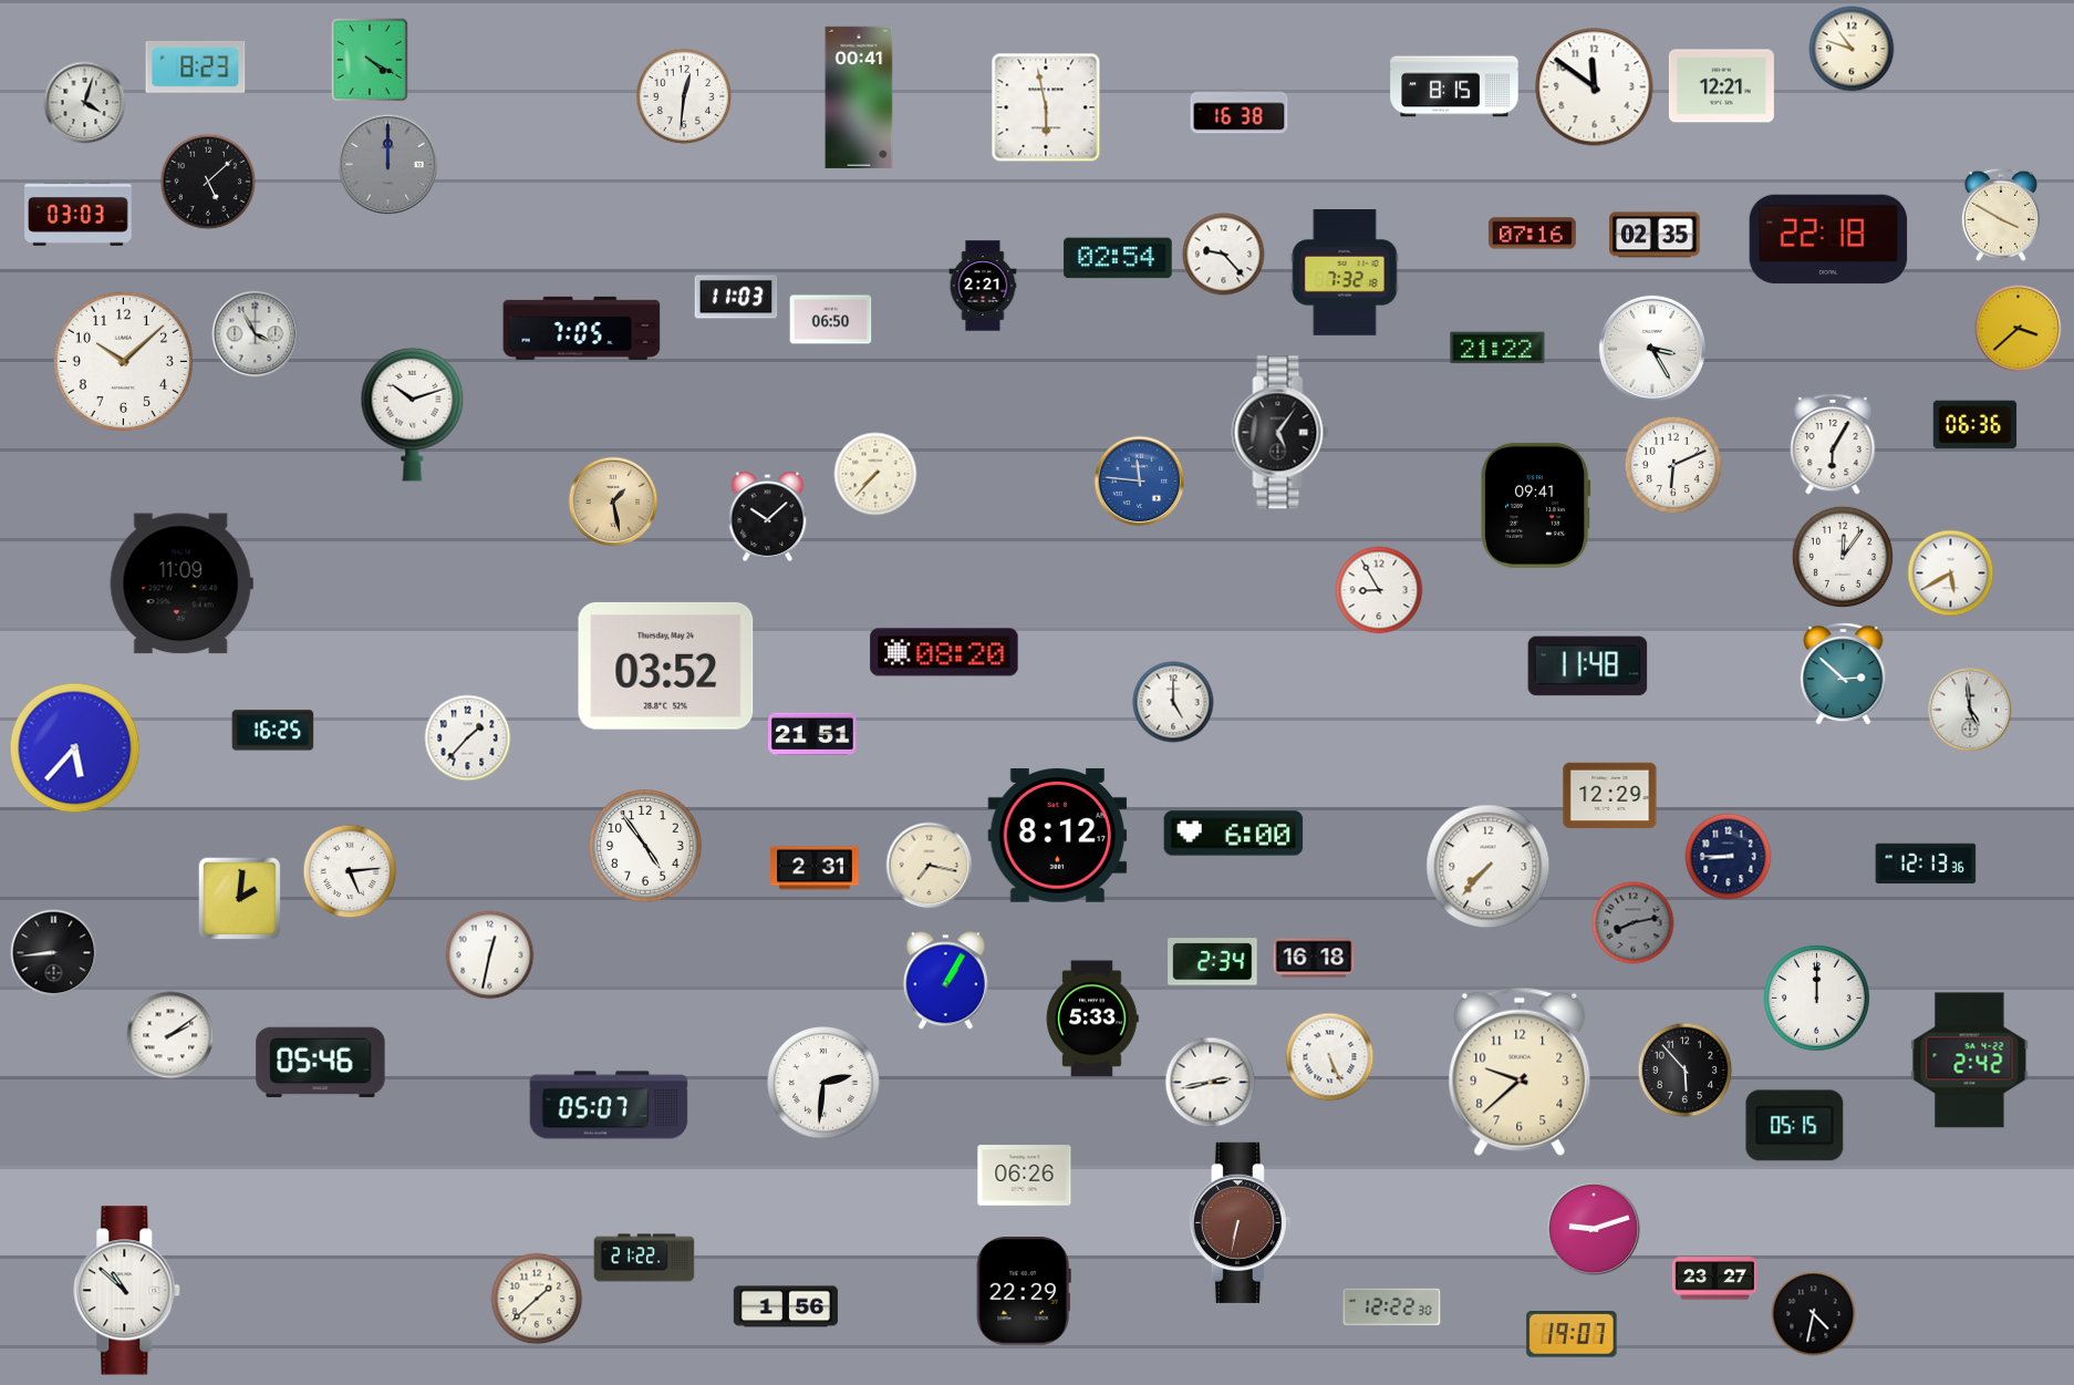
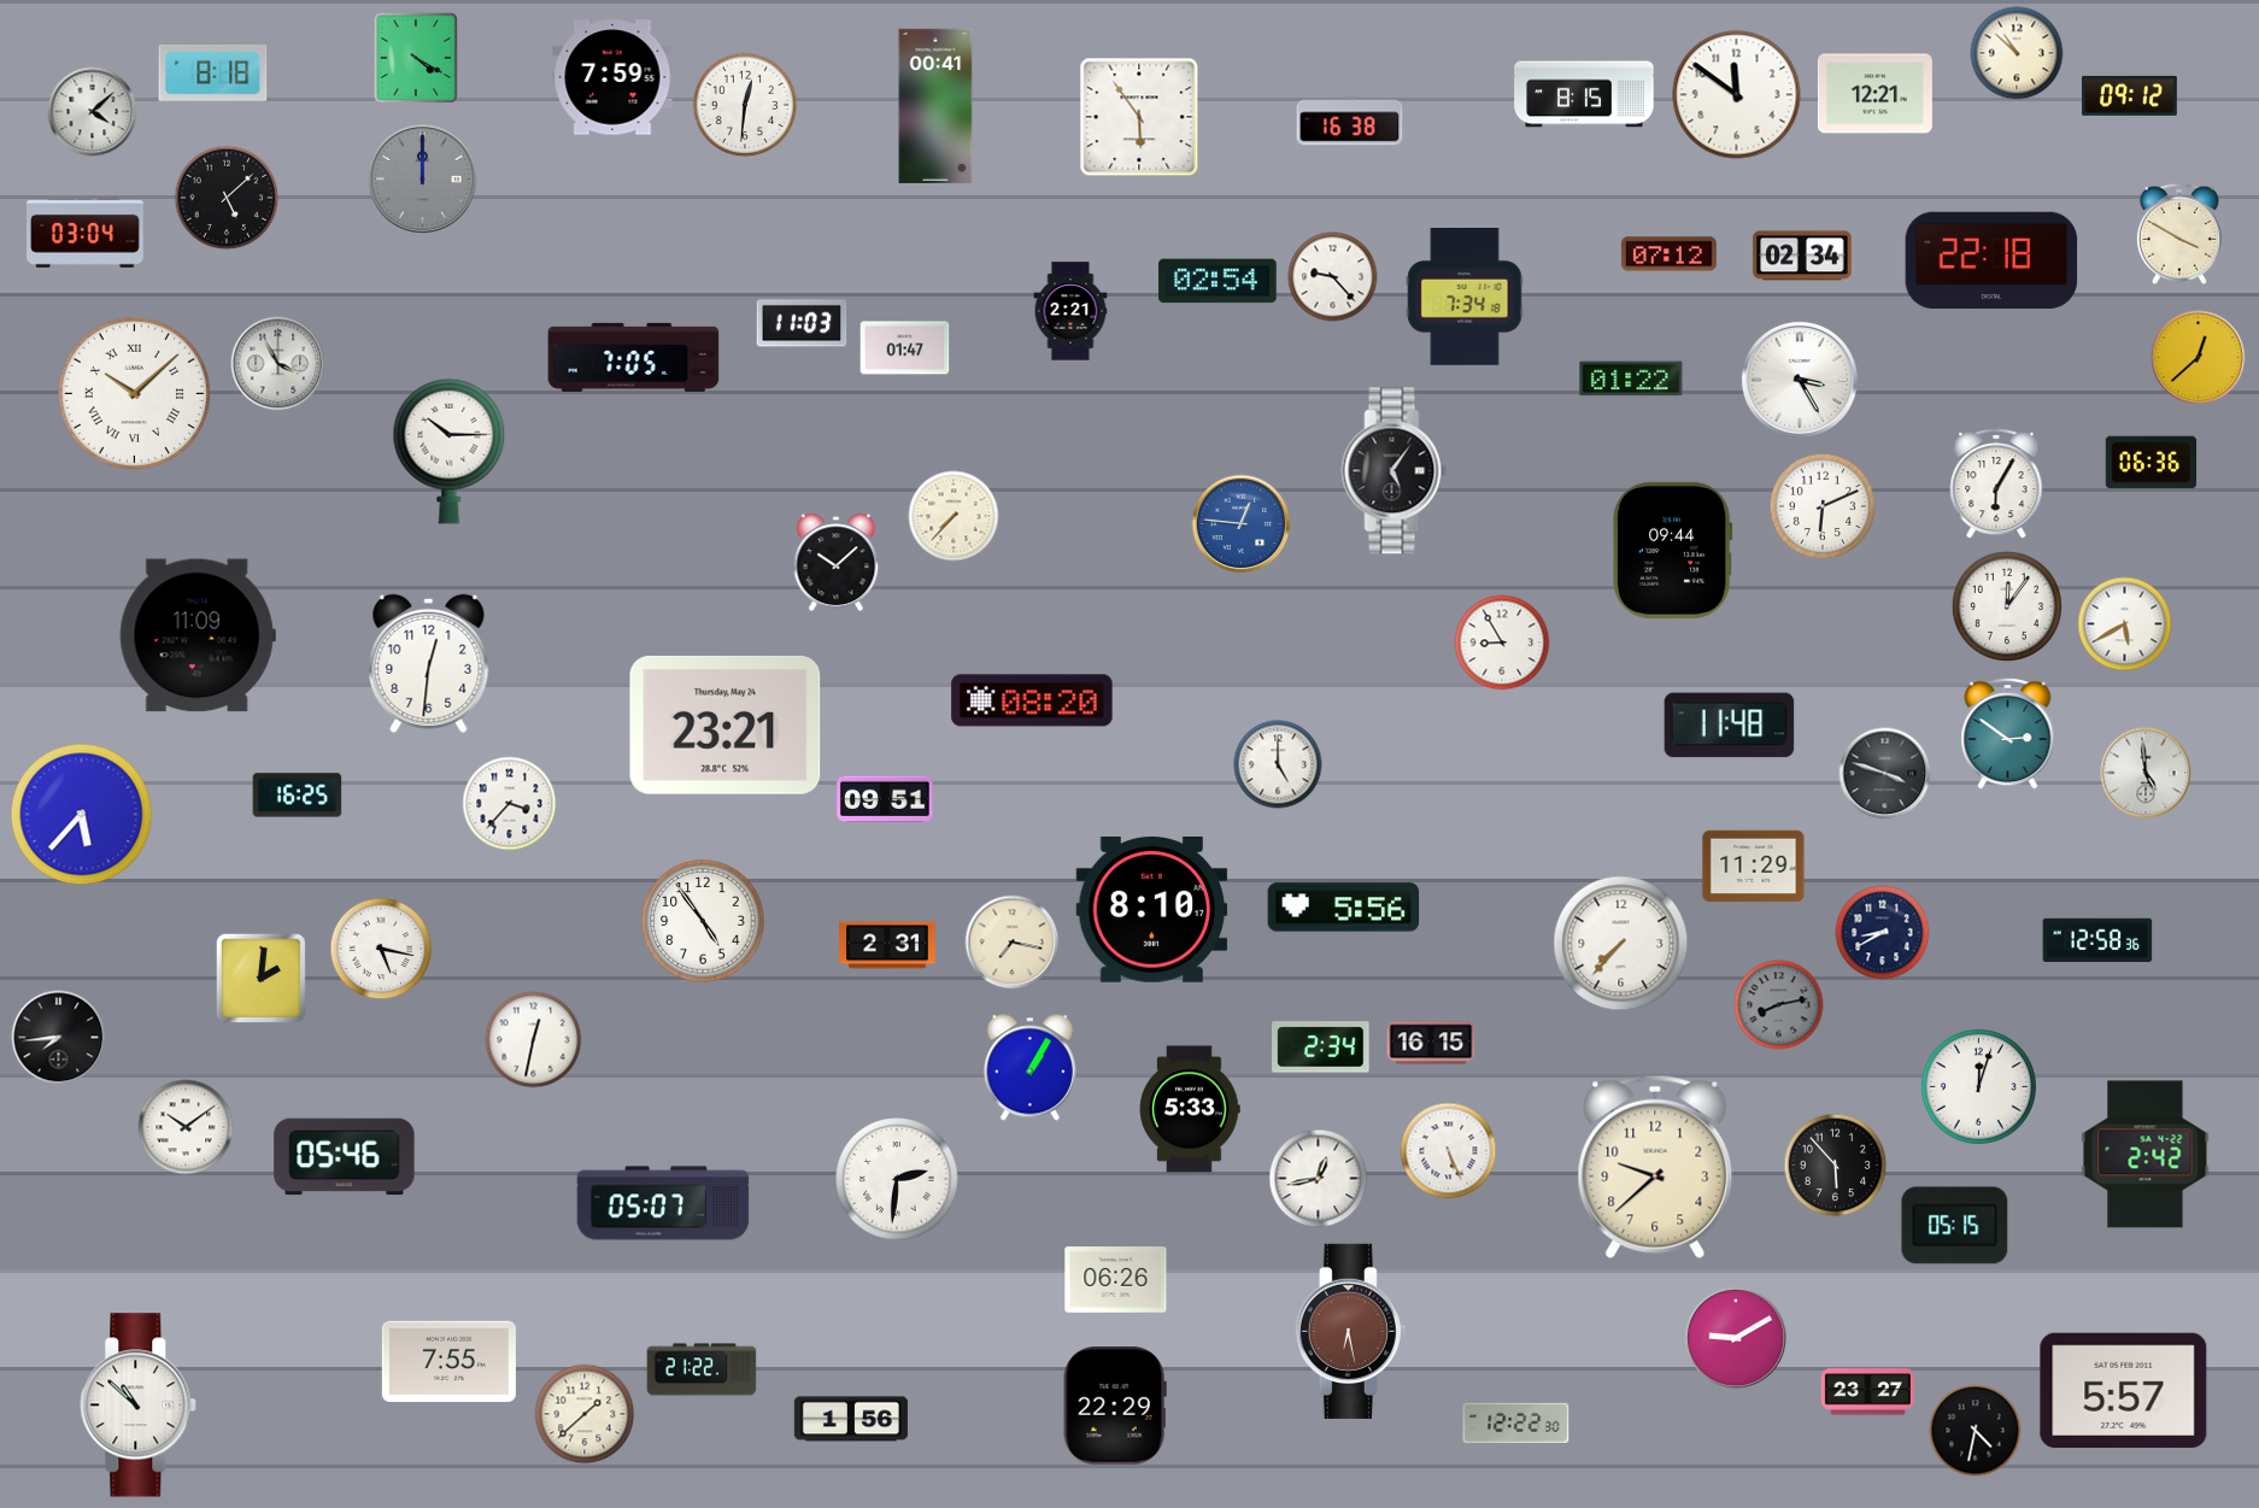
clock at (1852, 49): 10:48 -> 10:52
clock at (369, 59) position: (369, 59) -> (415, 57)
clock at (196, 68): 8:23 -> 8:18
clock at (612, 77): none -> 7:59
clock at (2130, 95): none -> 09:12
clock at (85, 103): 4:03 -> 4:08
clock at (1046, 107): 5:58 -> 5:54
clock at (79, 213): 03:03 -> 03:04
clock at (1532, 234): 07:16 -> 07:12
clock at (1655, 235): 02:35 -> 02:34
clock at (1345, 273): 7:32 -> 7:34
clock at (831, 320): 06:50 -> 01:47
clock at (2019, 329): 3:38 -> 12:38
clock at (1497, 348): 21:22 -> 01:22
clock at (123, 361) numerals: Arabic -> Roman
clock at (413, 414): 10:12 -> 10:15
clock at (1140, 482): 11:46 -> 12:46
clock at (613, 502): 1:28 -> none
clock at (1536, 505): 09:41 -> 09:44
clock at (429, 663): none -> 12:31
clock at (944, 652) position: (944, 652) -> (1032, 700)
clock at (666, 665): 03:52 -> 23:21
clock at (1844, 673): 2:52 -> 2:51
clock at (1885, 774): none -> 3:48
clock at (812, 733): 21:51 -> 09:51
clock at (468, 738): 1:37 -> 3:37
clock at (1610, 796): 12:29 -> 11:29
clock at (1234, 834): 6:00 -> 5:56
clock at (1058, 836): 8:12 -> 8:10
clock at (1729, 857): 8:45 -> 8:40
clock at (1926, 864): 12:13 -> 12:58
clock at (350, 871): 5:14 -> 5:17
clock at (54, 953): 8:44 -> 7:44
clock at (1314, 958): 16:18 -> 16:15
clock at (1816, 998): 12:00 -> 12:03
clock at (170, 1035): 2:09 -> 10:09
clock at (321, 1063) position: (321, 1063) -> (345, 1157)
clock at (1211, 1083): 2:43 -> 12:43
clock at (1240, 1222): 6:32 -> 6:28
clock at (1594, 1229): 9:12 -> 9:10
clock at (448, 1362): none -> 7:55
clock at (2124, 1390): none -> 5:57
clock at (786, 1306) position: (786, 1306) -> (851, 1419)
clock at (1572, 1335): 19:07 -> none
